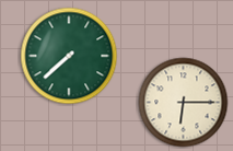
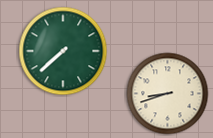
clock at (184, 103): 6:15 -> 8:42
